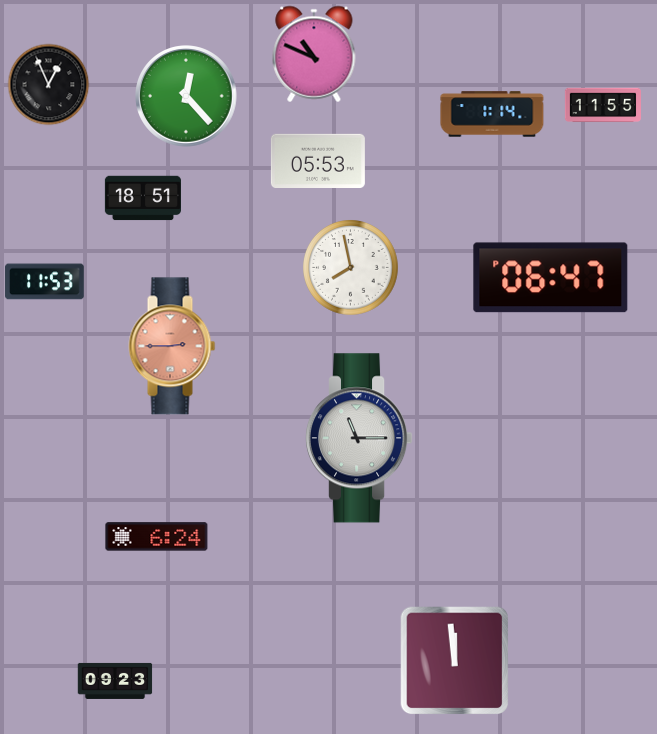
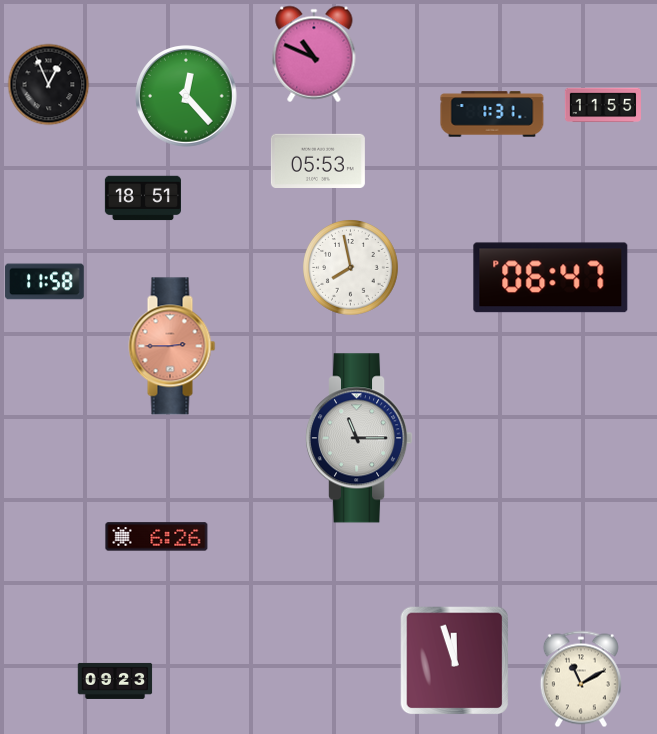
clock at (492, 114): 1:14 -> 1:31
clock at (45, 282): 11:53 -> 11:58
clock at (157, 537): 6:24 -> 6:26
clock at (455, 661): 11:59 -> 11:57
clock at (581, 679): none -> 11:10
